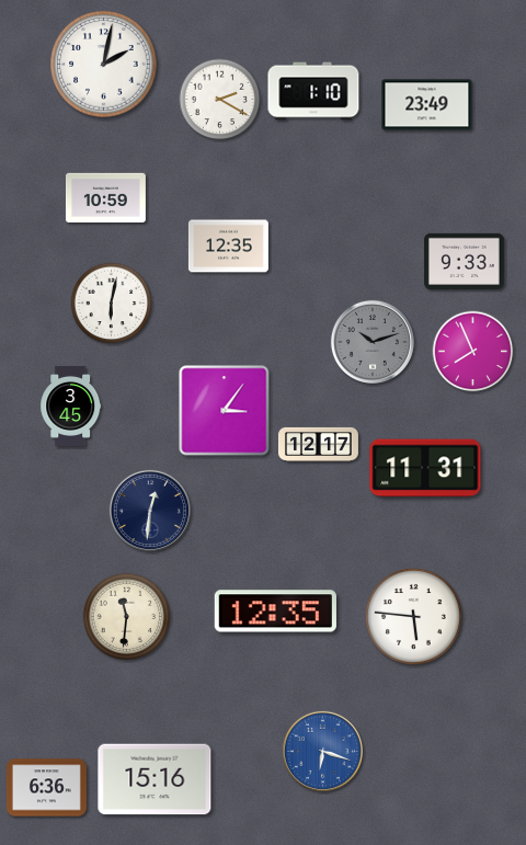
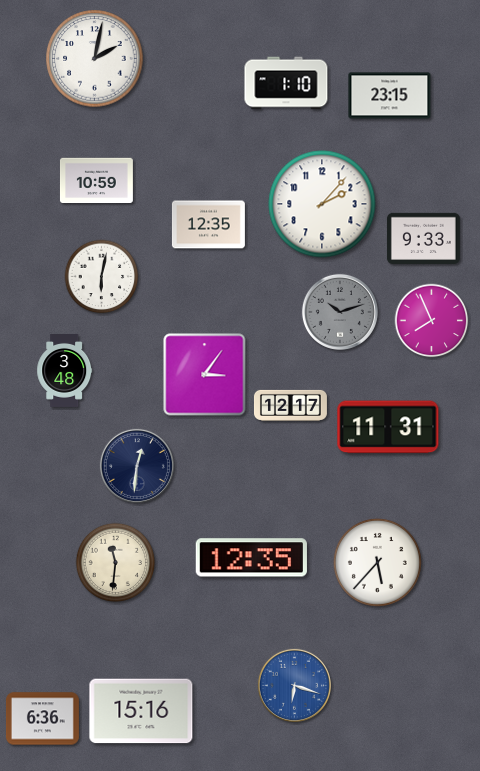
clock at (220, 100): 2:20 -> none
clock at (427, 105): 23:49 -> 23:15
clock at (322, 204): none -> 2:07
clock at (71, 407): 3:45 -> 3:48
clock at (413, 616): 5:46 -> 5:37
